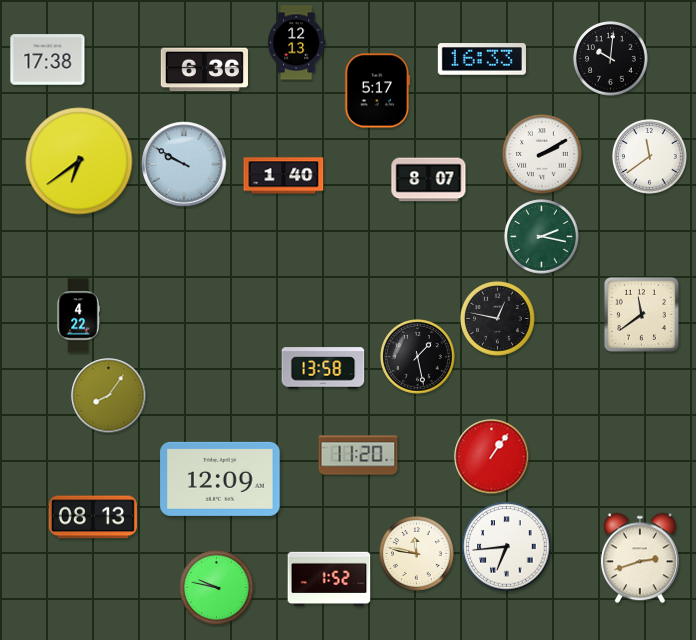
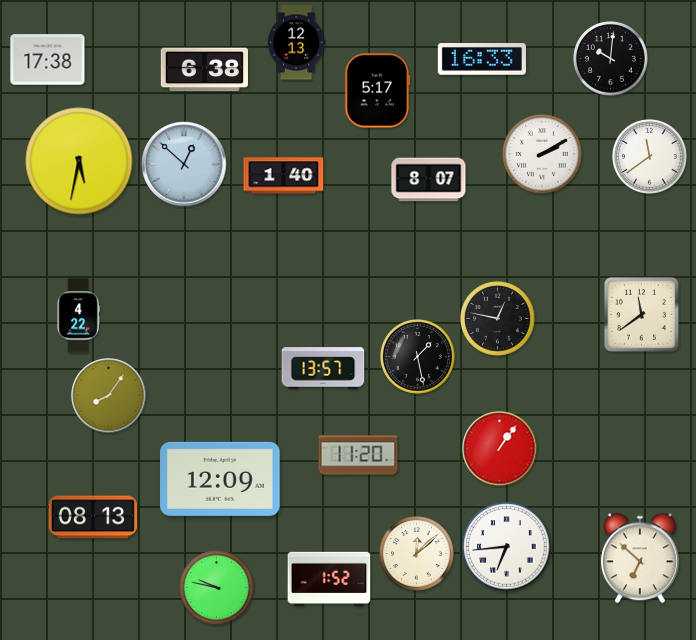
clock at (204, 70): 6:36 -> 6:38
clock at (79, 161): 6:39 -> 5:32
clock at (184, 164): 9:50 -> 12:52
clock at (542, 237): 2:17 -> none
clock at (323, 368): 13:58 -> 13:57
clock at (492, 457) position: (492, 457) -> (500, 449)
clock at (417, 554): 11:47 -> 12:08
clock at (640, 558): 2:42 -> 6:52
